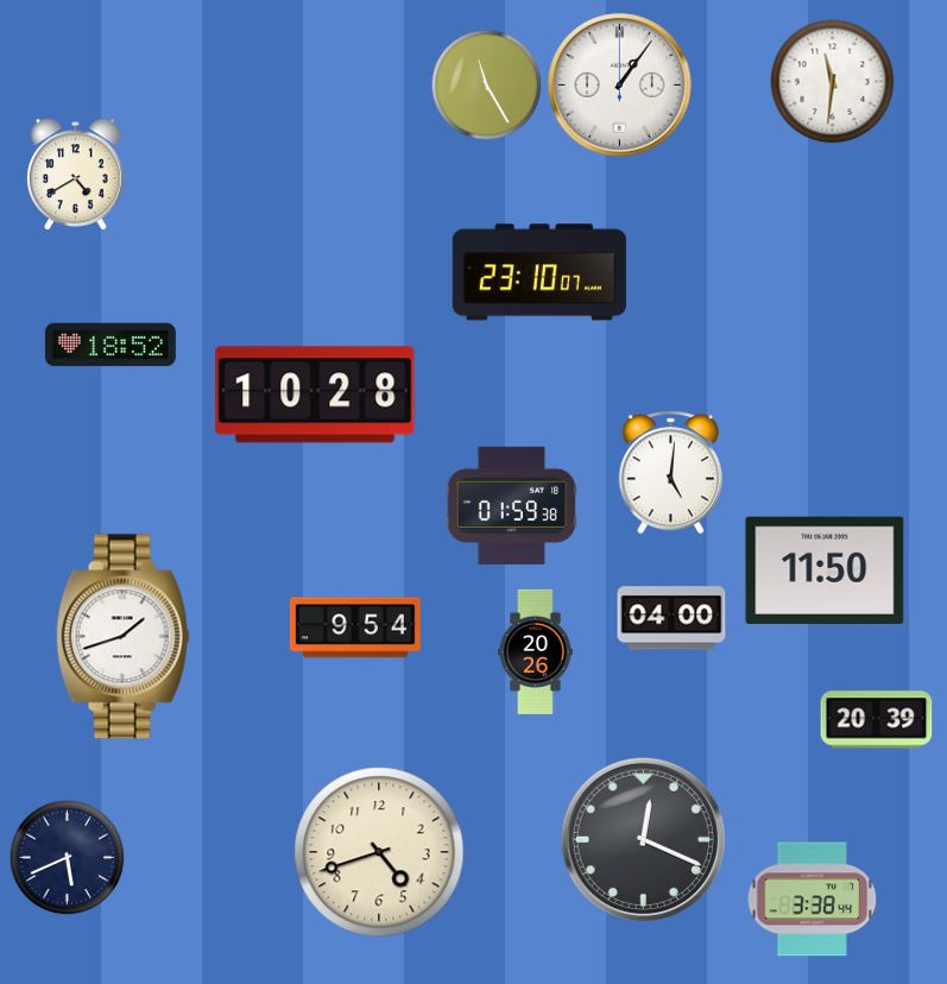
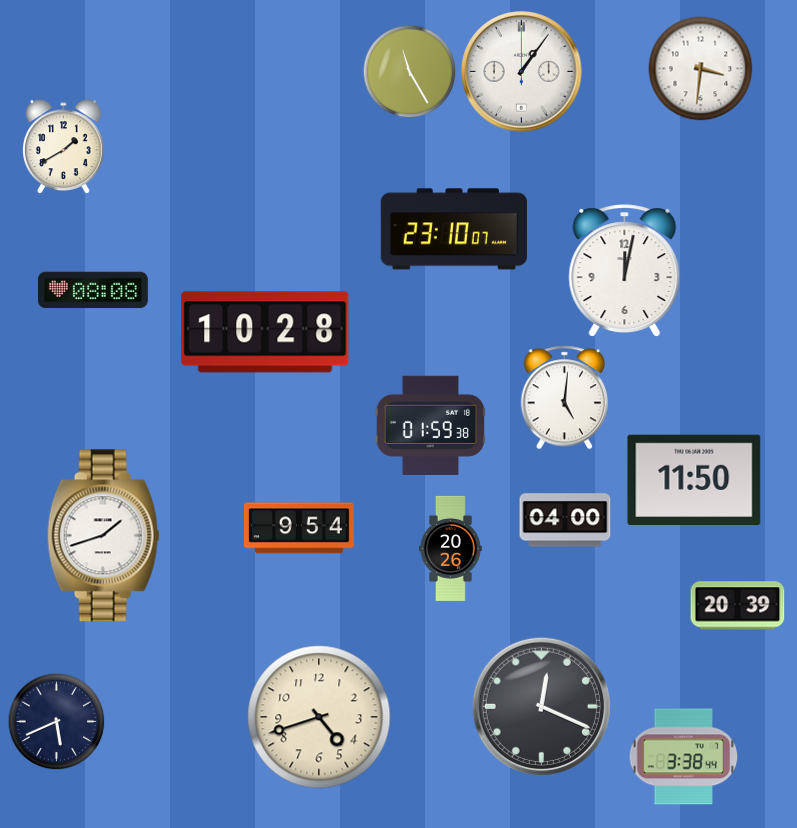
clock at (833, 82): 11:31 -> 3:31
clock at (76, 174): 4:40 -> 1:40
clock at (625, 270): none -> 12:02
clock at (111, 345): 18:52 -> 08:08
